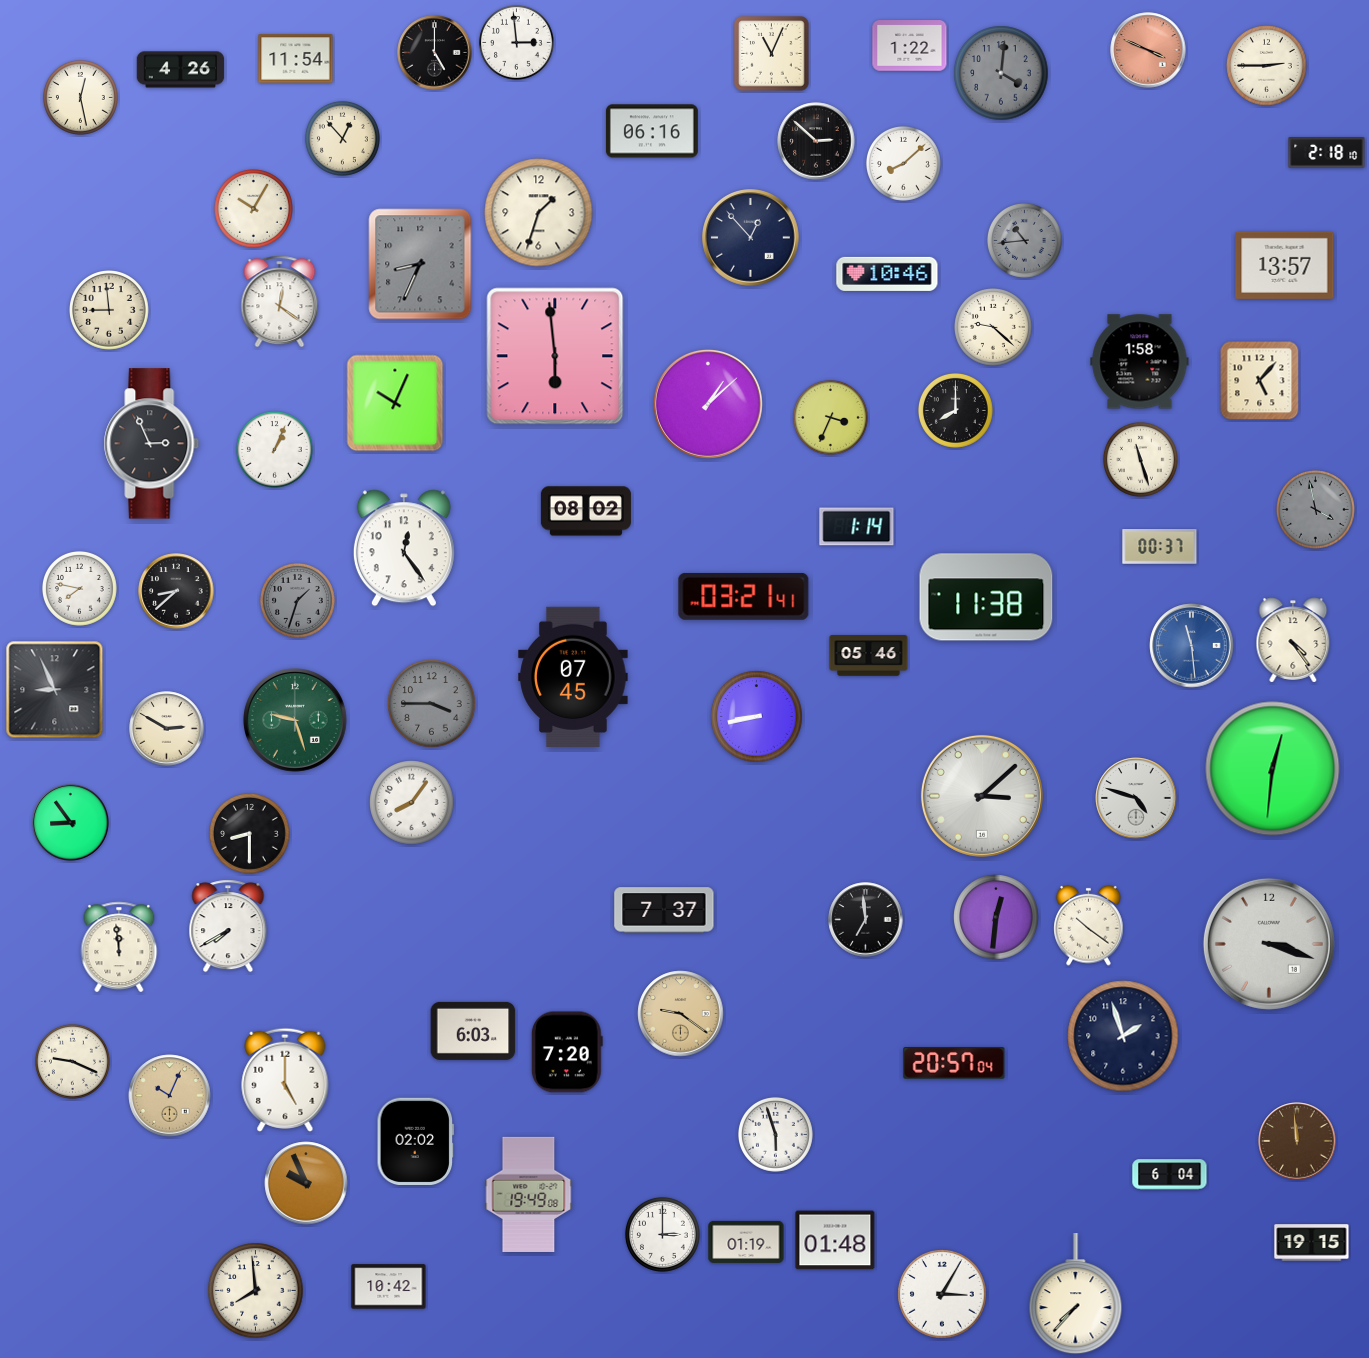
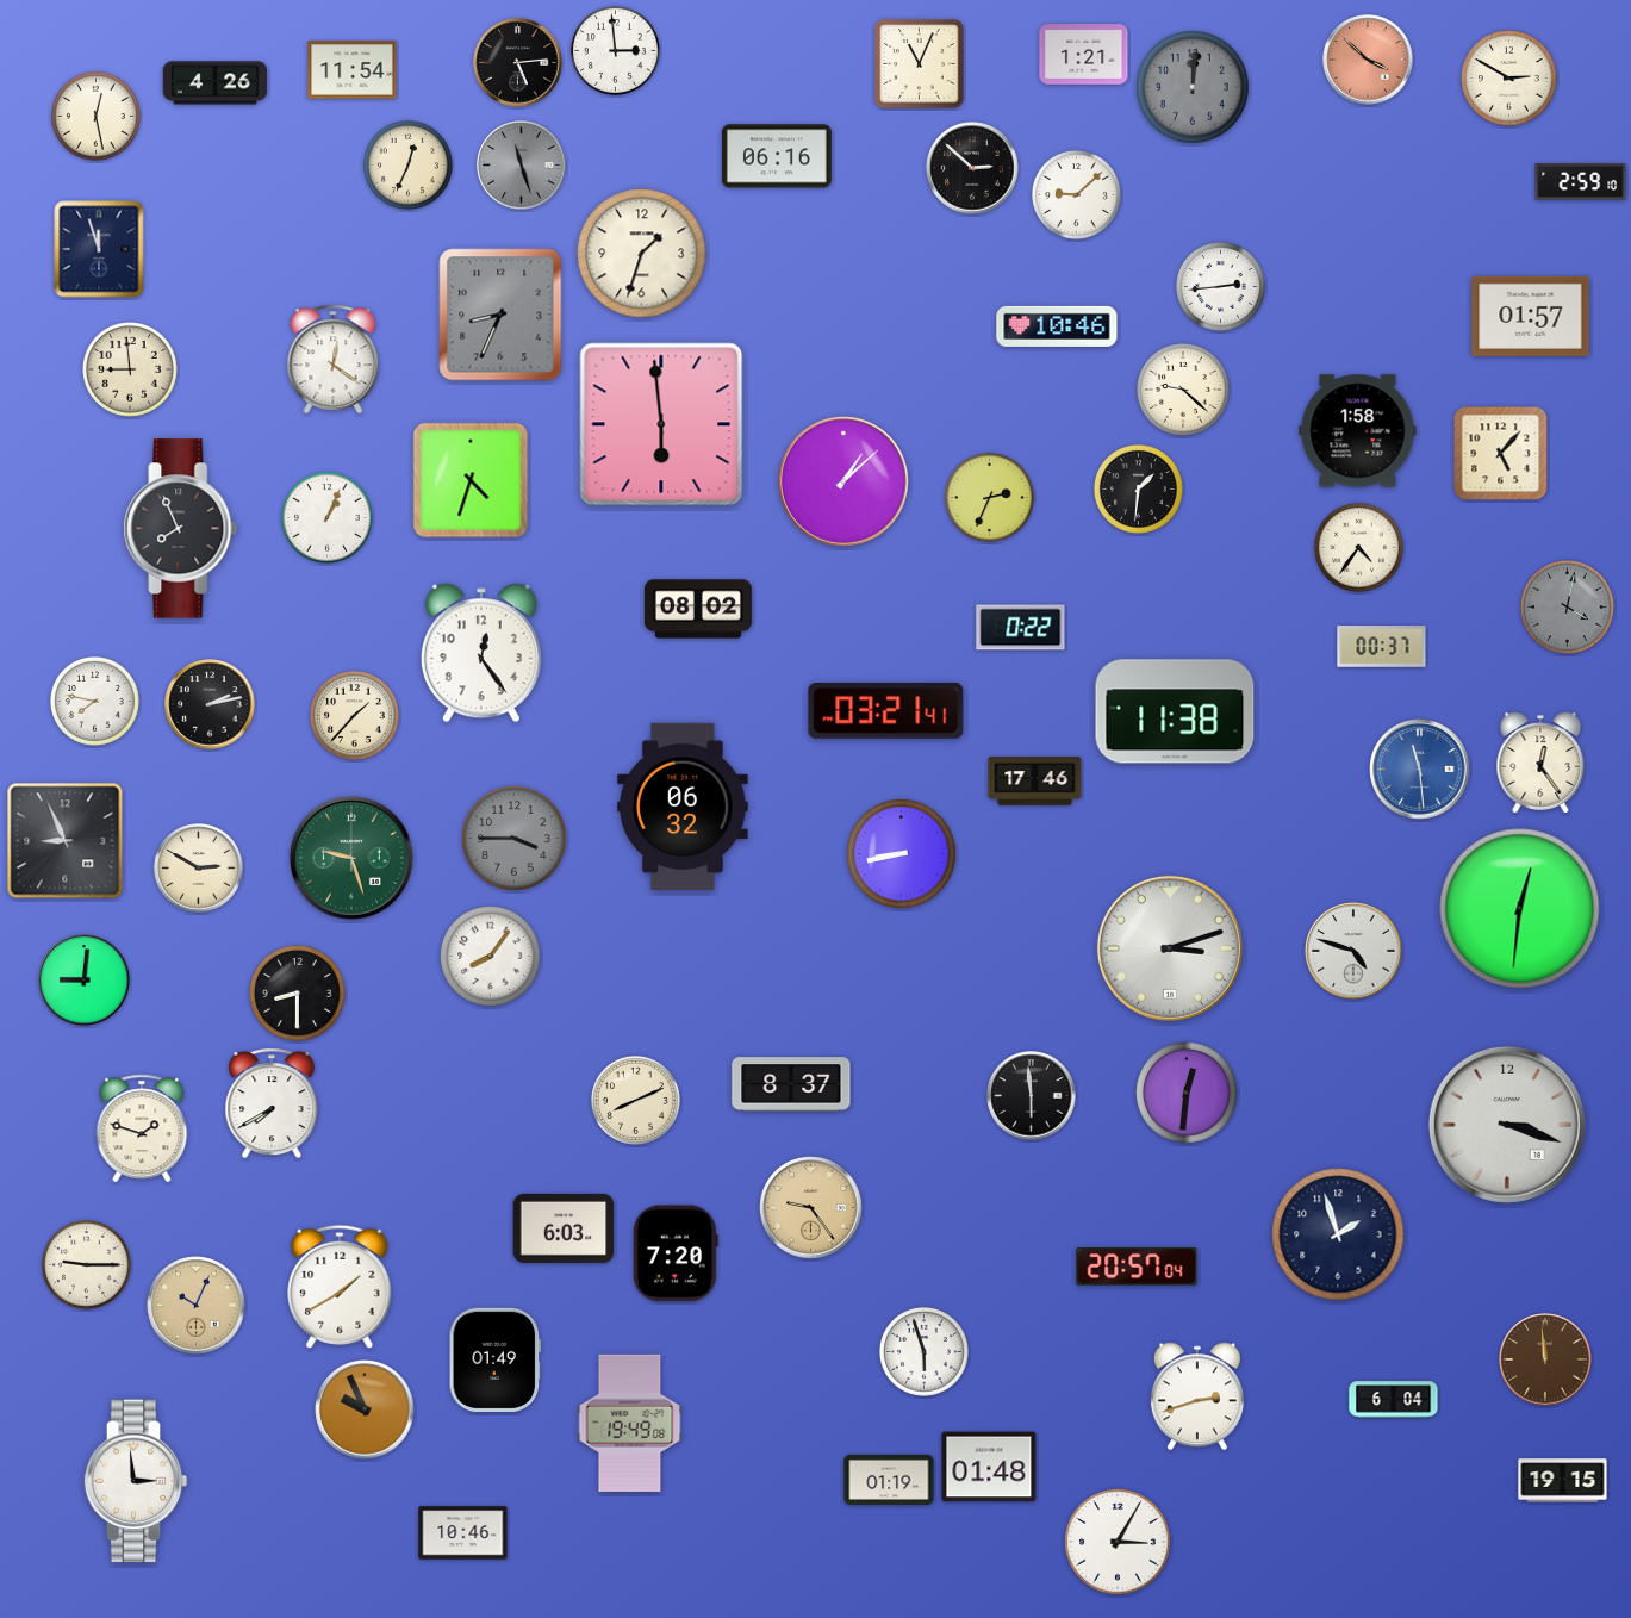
clock at (910, 46): 1:22 -> 1:21
clock at (1148, 50): 3:49 -> 3:52
clock at (435, 53): 5:00 -> 5:14
clock at (1267, 66): 2:45 -> 2:50
clock at (1001, 73): 4:01 -> 12:01
clock at (342, 138): 12:53 -> 12:34
clock at (522, 166): none -> 11:27
clock at (1327, 153): 2:18 -> 2:59
clock at (903, 163): 8:08 -> 9:08
clock at (99, 249): none -> 11:57
clock at (254, 209): 10:05 -> none
clock at (751, 238): 12:53 -> none
clock at (1024, 240): 10:44 -> 2:44
clock at (1024, 240) dial: grey -> white
clock at (1285, 265): 13:57 -> 01:57
clock at (395, 403): 10:04 -> 4:33
clock at (955, 410): 8:00 -> 1:31
clock at (830, 417): 3:34 -> 2:34
clock at (152, 444): 2:56 -> 7:56
clock at (275, 450) position: (275, 450) -> (328, 518)
clock at (1140, 459): 11:27 -> 4:36
clock at (1316, 510): 3:58 -> 4:02
clock at (857, 527): 1:14 -> 0:22
clock at (1160, 547) position: (1160, 547) -> (1382, 647)
clock at (176, 591): 8:38 -> 2:13
clock at (297, 600): 1:33 -> 1:37
clock at (297, 600) dial: grey -> cream
clock at (1293, 640): 4:24 -> 12:24
clock at (869, 656): 05:46 -> 17:46
clock at (573, 677): 07:45 -> 06:32
clock at (55, 690) position: (55, 690) -> (66, 841)
clock at (1273, 769) position: (1273, 769) -> (1520, 909)
clock at (982, 796): 3:08 -> 3:12
clock at (71, 823): 8:54 -> 9:01
clock at (664, 910): 7:37 -> 8:37
clock at (866, 920): 6:59 -> 5:59
clock at (635, 1100): none -> 8:11
clock at (1089, 925): 10:21 -> none
clock at (1269, 944) position: (1269, 944) -> (1507, 1125)
clock at (119, 947): 11:59 -> 1:48
clock at (681, 1014): 9:21 -> 9:24
clock at (72, 1061): 9:19 -> 9:15
clock at (285, 1080): 5:00 -> 1:40
clock at (170, 1096) position: (170, 1096) -> (197, 1306)
clock at (416, 1141): 02:02 -> 01:49
clock at (1197, 1396): none -> 2:42
clock at (662, 1234): 3:00 -> none
clock at (835, 1240) position: (835, 1240) -> (989, 1467)
clock at (136, 1481): none -> 2:59
clock at (389, 1287): 10:42 -> 10:46
clock at (256, 1291): 7:59 -> none
clock at (942, 1294) position: (942, 1294) -> (1118, 1542)
clock at (1076, 1294): 7:37 -> none
